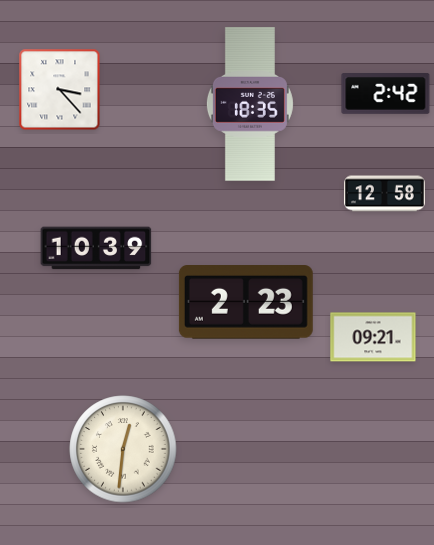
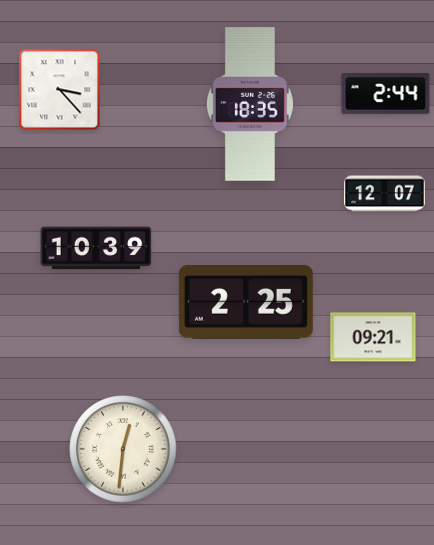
clock at (386, 94): 2:42 -> 2:44
clock at (385, 194): 12:58 -> 12:07
clock at (246, 303): 2:23 -> 2:25
